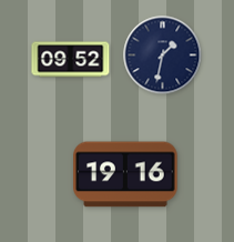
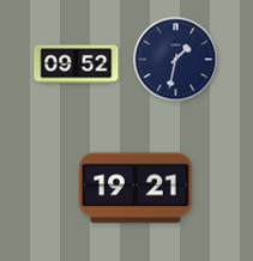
clock at (125, 174): 19:16 -> 19:21
